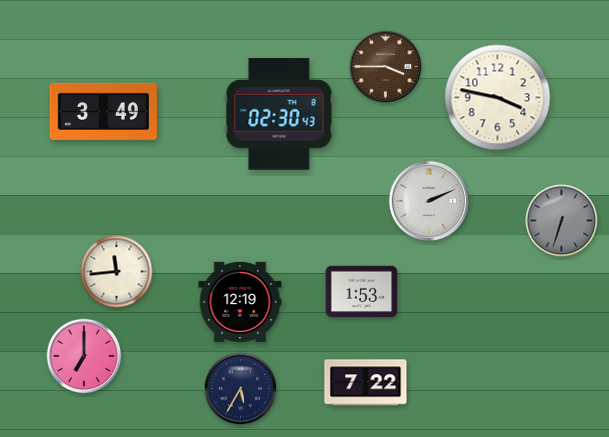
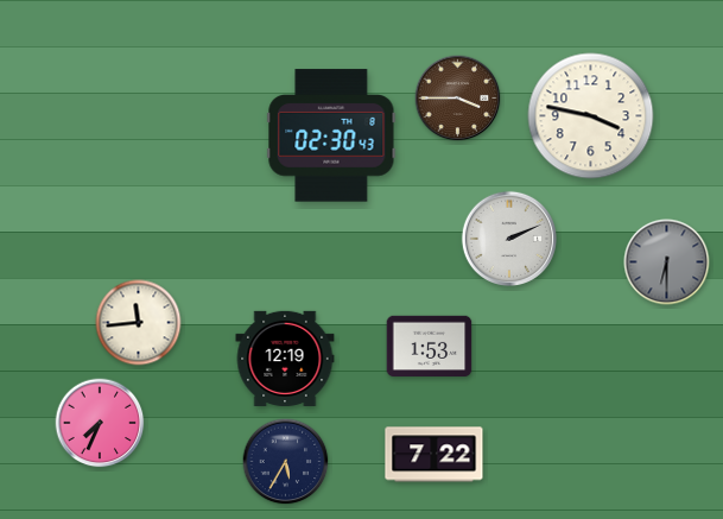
clock at (386, 67) position: (386, 67) -> (458, 99)
clock at (103, 111): 3:49 -> none
clock at (562, 221): 6:33 -> 6:30
clock at (84, 356): 7:00 -> 7:34
